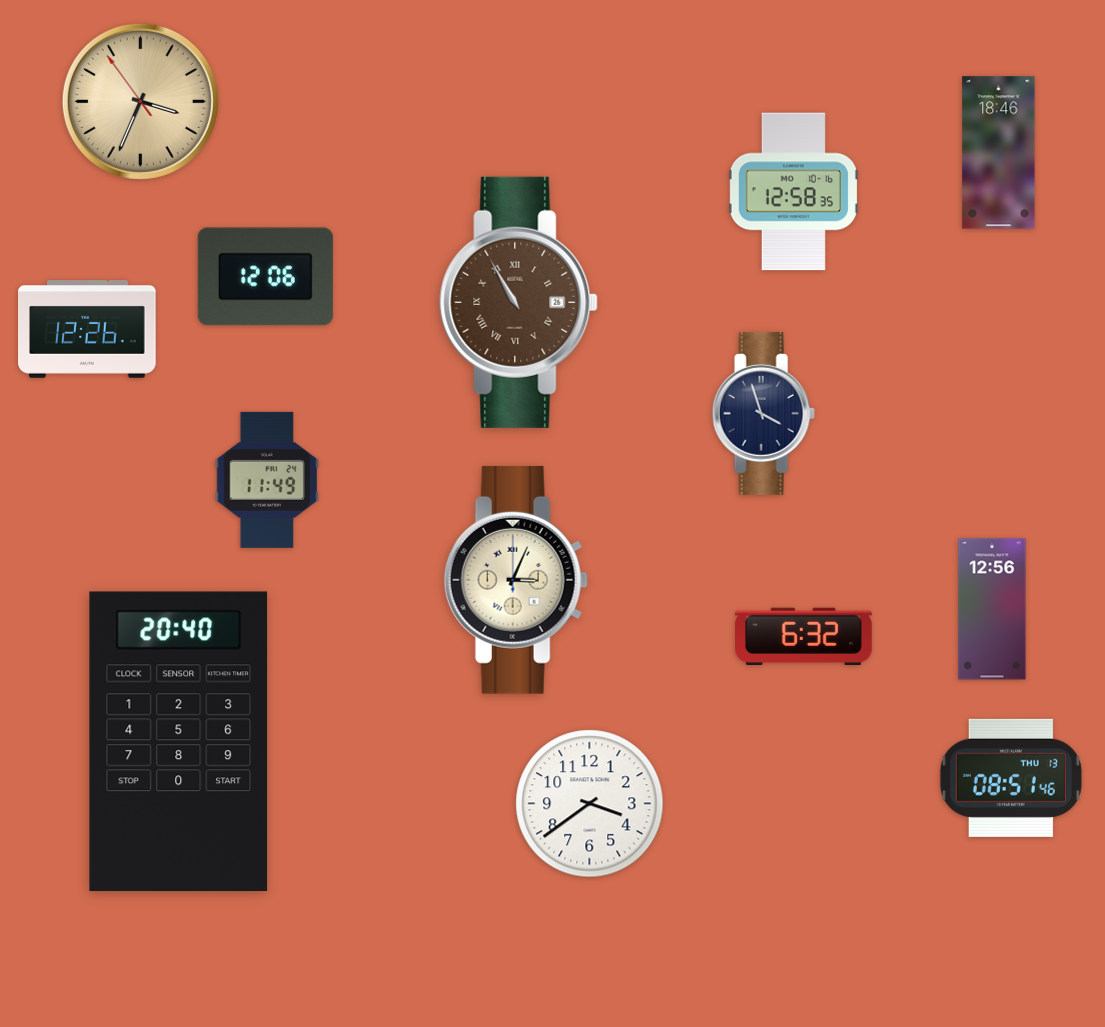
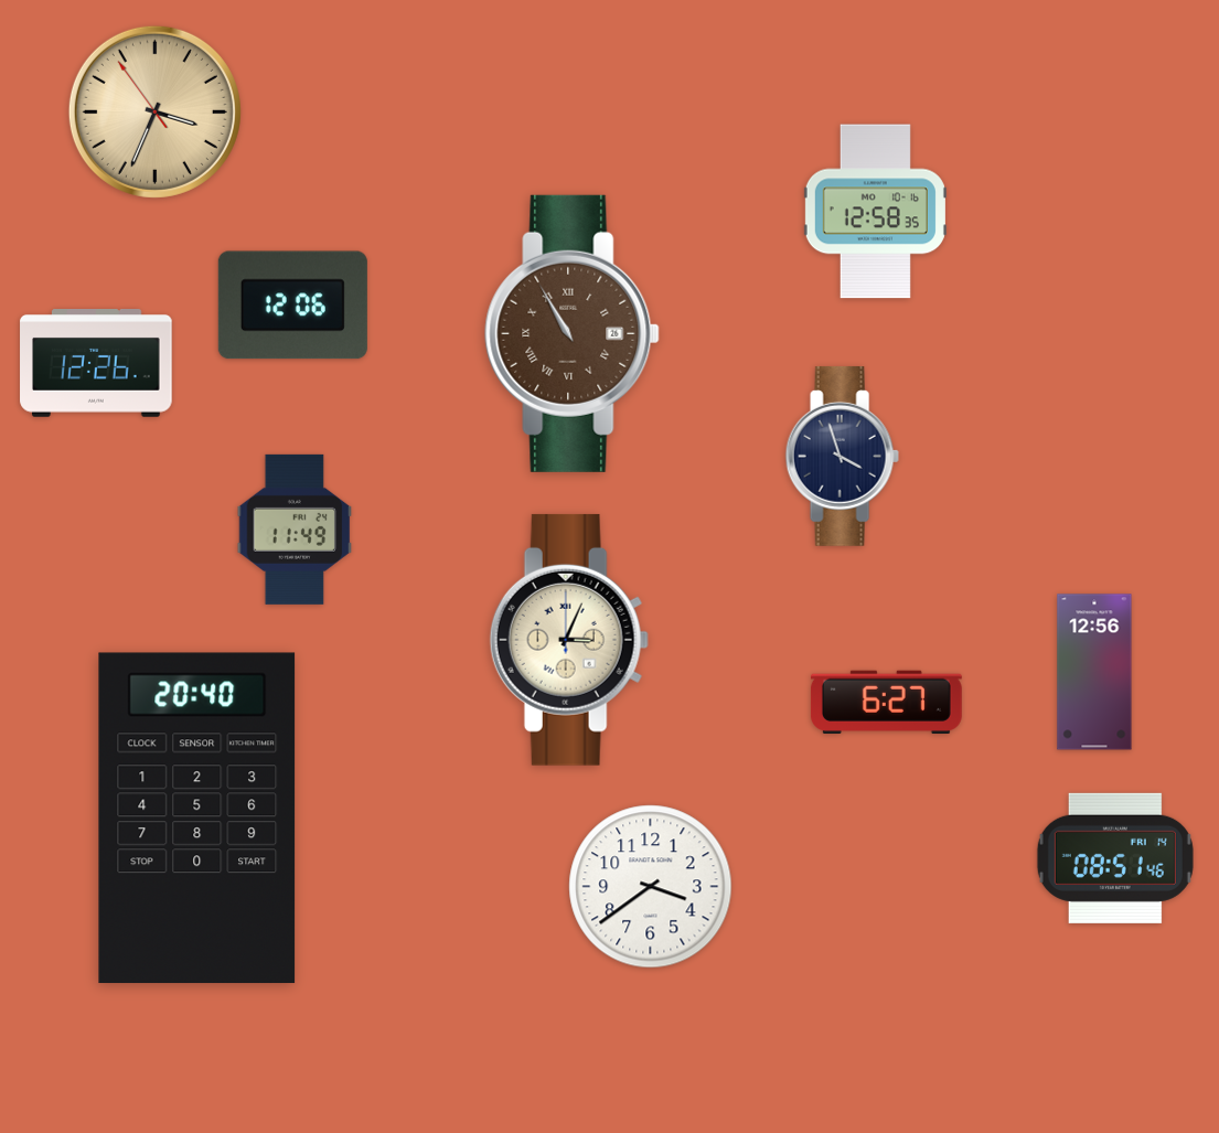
clock at (999, 153): 18:46 -> none
clock at (803, 636): 6:32 -> 6:27
clock at (1011, 778) date: THU 13 -> FRI 14
